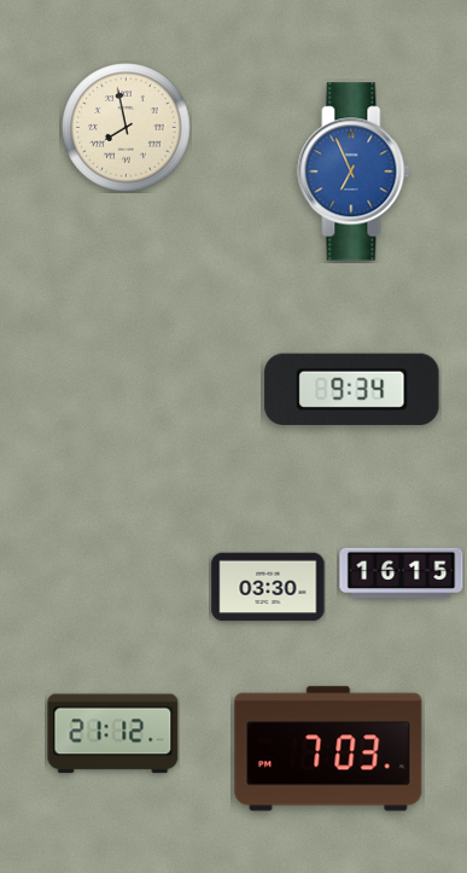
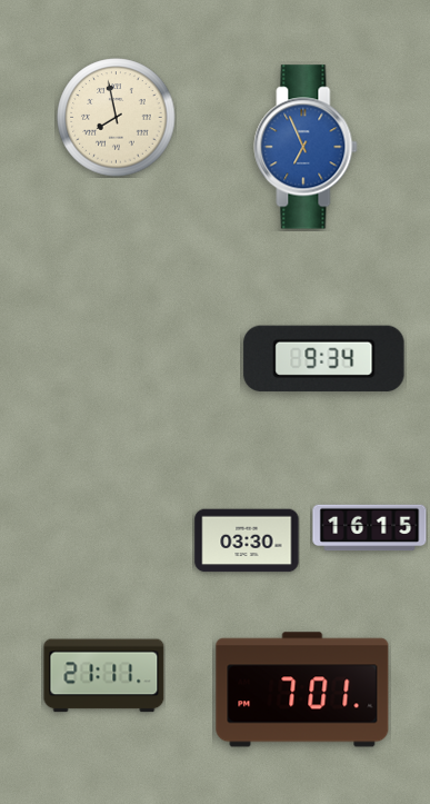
clock at (354, 171) position: (354, 171) -> (306, 147)
clock at (113, 734): 21:12 -> 21:11
clock at (328, 749): 7:03 -> 7:01
